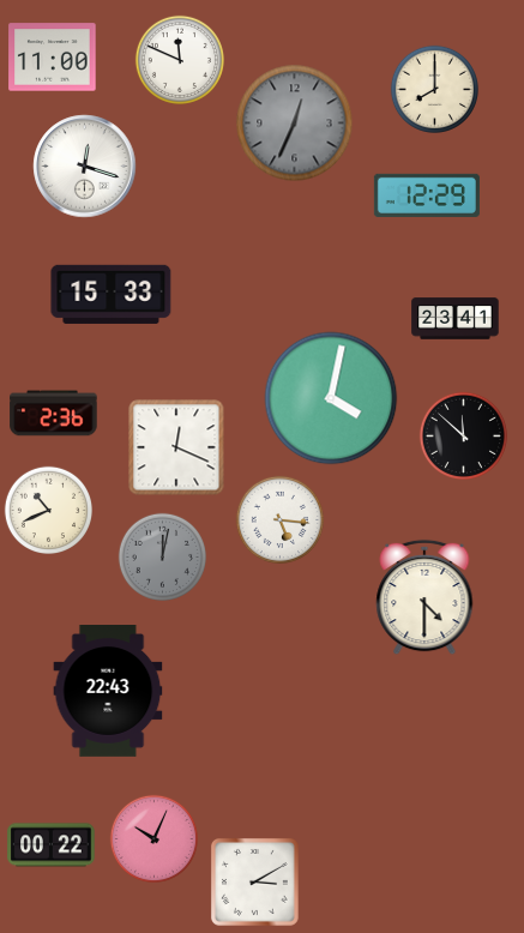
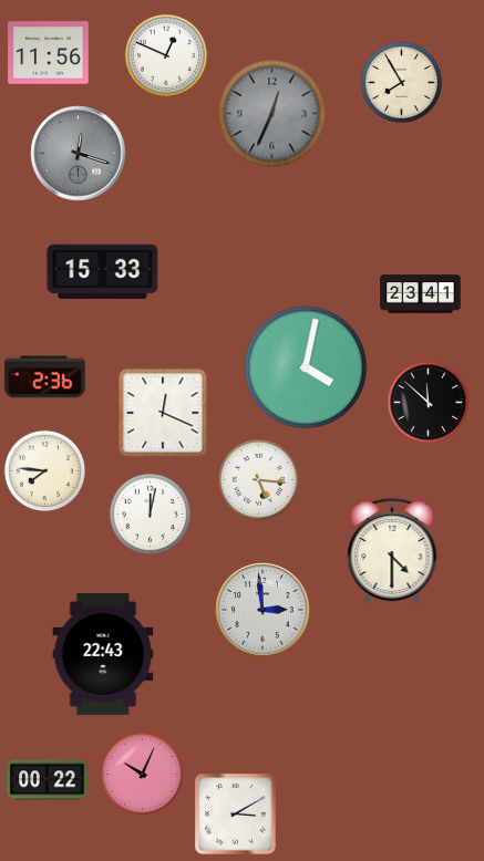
clock at (53, 58): 11:00 -> 11:56
clock at (180, 60): 11:49 -> 12:49
clock at (434, 89): 8:00 -> 7:55
clock at (85, 167) dial: white -> grey
clock at (427, 195): 12:29 -> none
clock at (54, 414) position: (54, 414) -> (45, 377)
clock at (48, 510): 10:41 -> 7:46
clock at (162, 556) dial: grey -> white
clock at (262, 610): none -> 2:59
clock at (108, 692) position: (108, 692) -> (103, 655)
